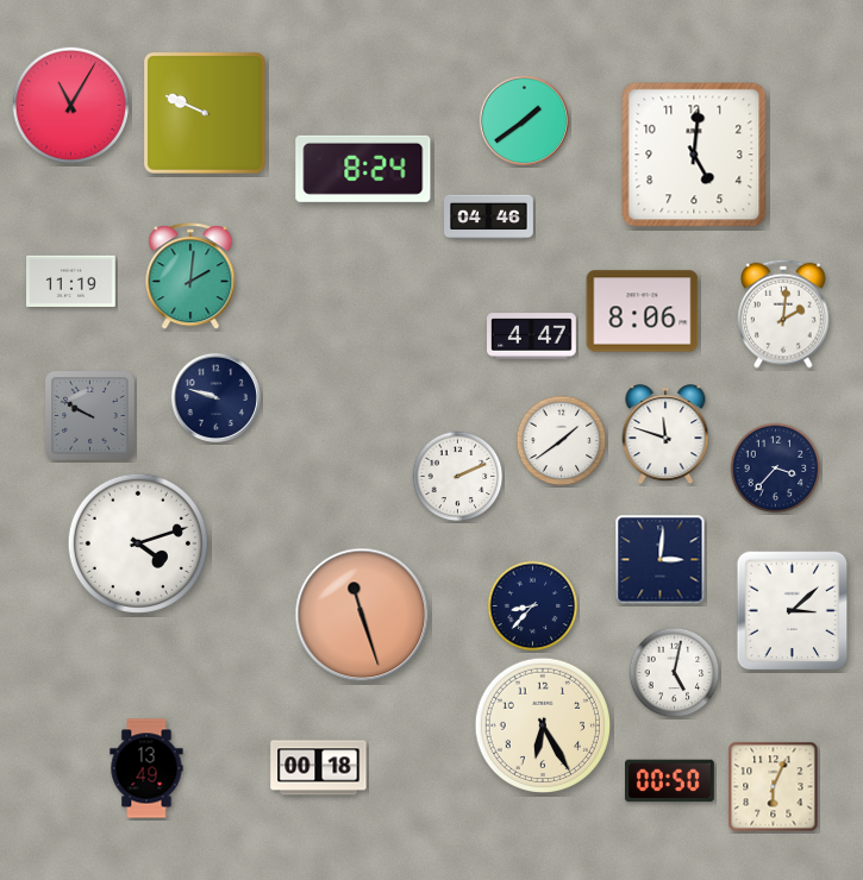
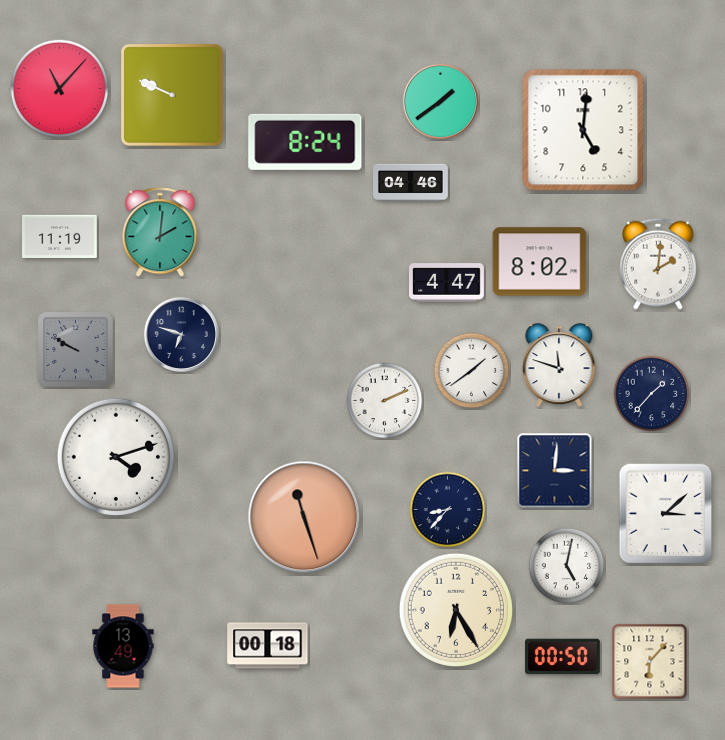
clock at (71, 106): 11:05 -> 11:07
clock at (643, 312): 8:06 -> 8:02
clock at (215, 397): 9:48 -> 6:48
clock at (776, 469): 3:37 -> 1:37
clock at (774, 787): 6:04 -> 6:07
